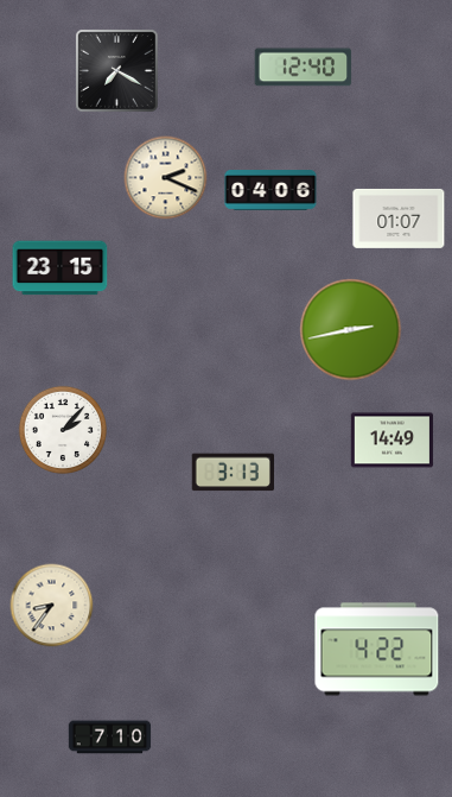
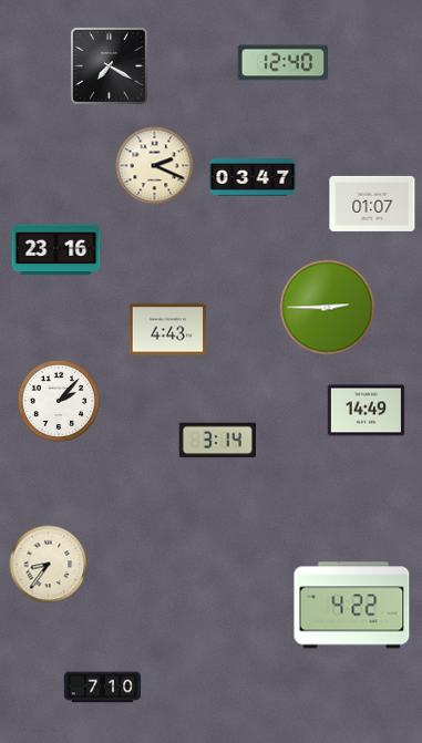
clock at (270, 191): 04:06 -> 03:47
clock at (61, 268): 23:15 -> 23:16
clock at (351, 330): 2:43 -> 2:45
clock at (168, 330): none -> 4:43
clock at (233, 473): 3:13 -> 3:14
